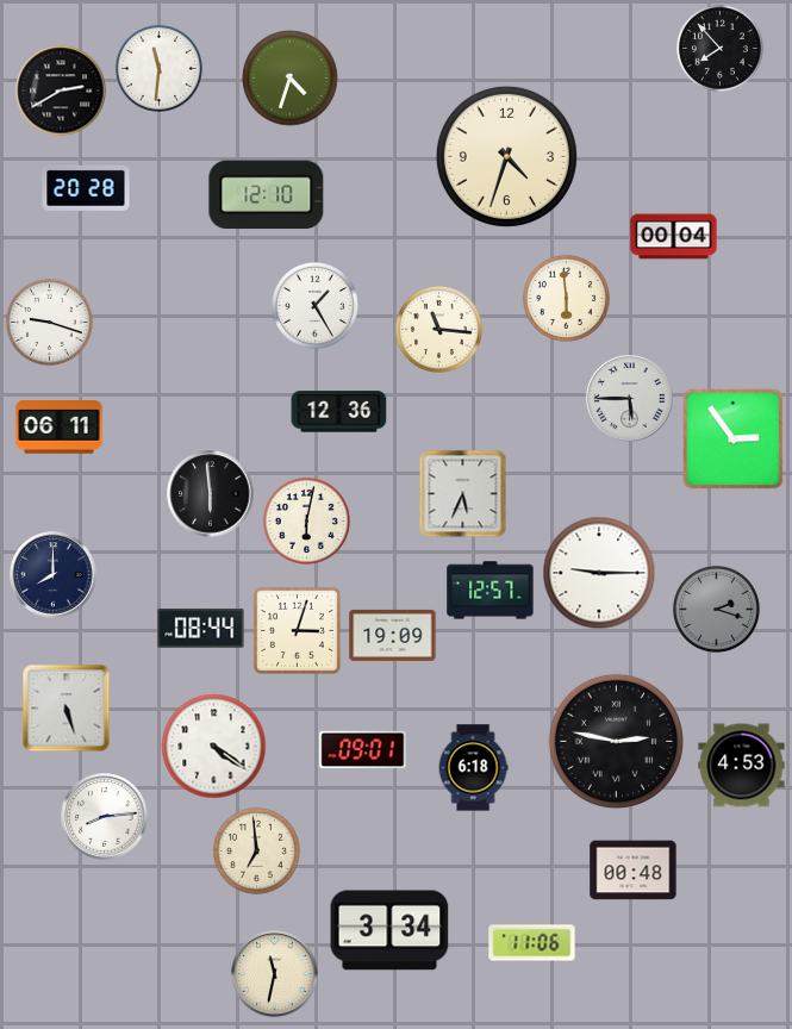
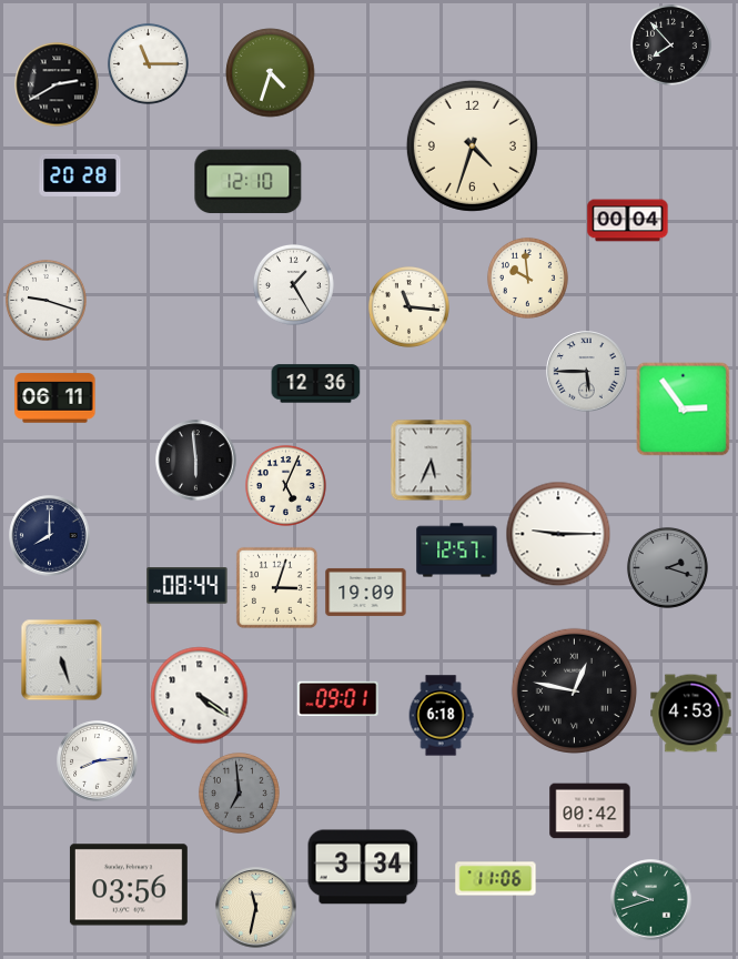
clock at (158, 68): 11:31 -> 11:15
clock at (566, 298): 5:59 -> 9:59
clock at (306, 520): 6:02 -> 5:04
clock at (616, 741): 2:47 -> 12:47
clock at (256, 850) dial: cream -> grey
clock at (634, 871): 00:48 -> 00:42
clock at (129, 885): none -> 03:56
clock at (651, 900): none -> 9:42
